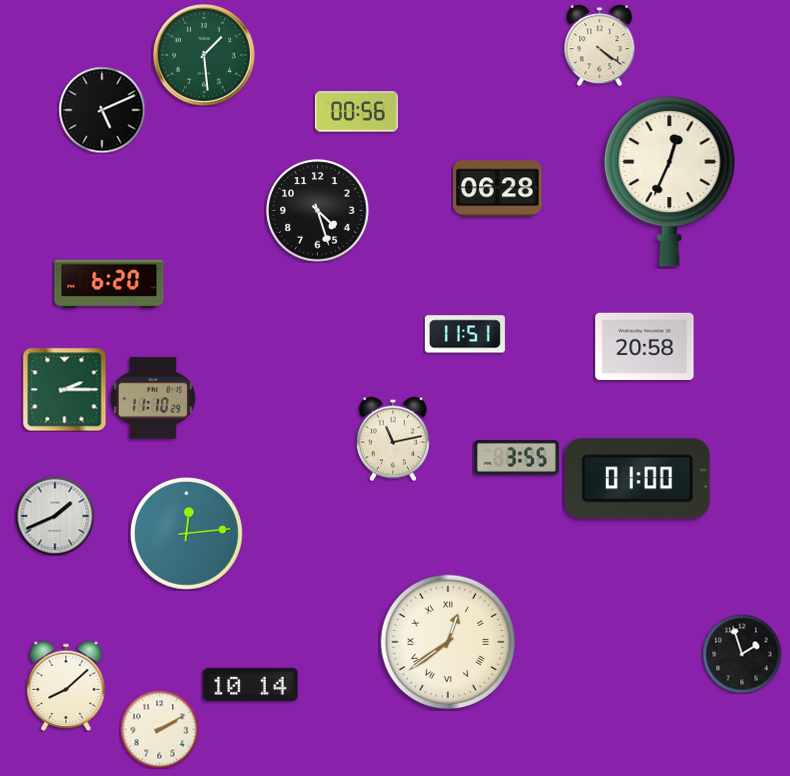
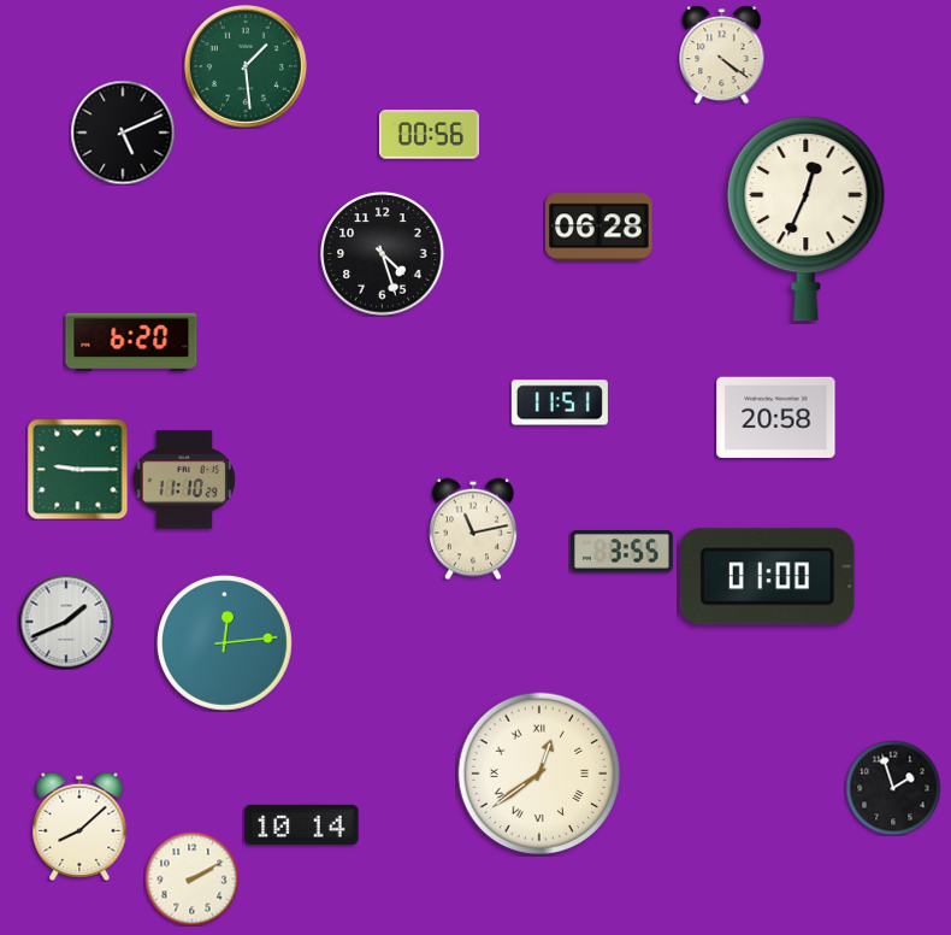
clock at (64, 389): 2:15 -> 9:15
